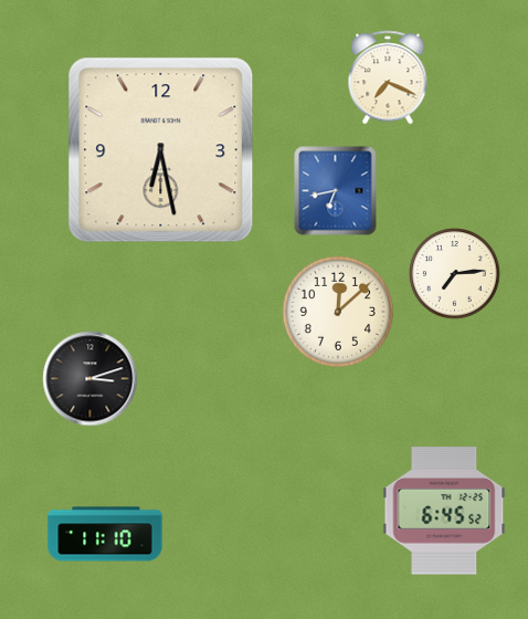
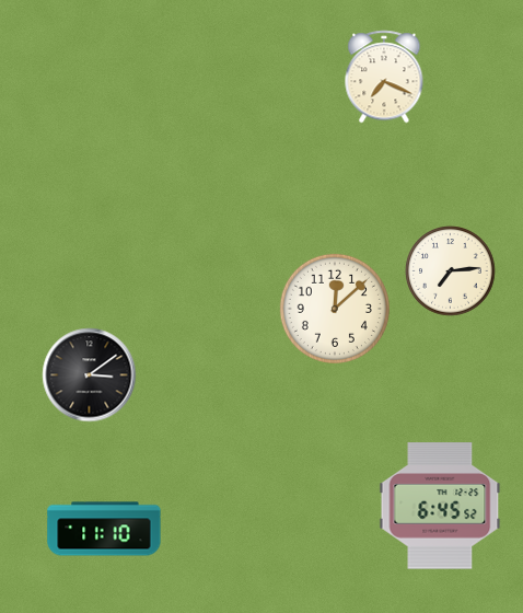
clock at (161, 150): 6:28 -> none
clock at (336, 191): 6:43 -> none
clock at (91, 379): 3:12 -> 3:09
